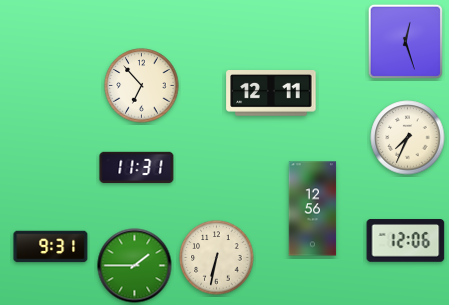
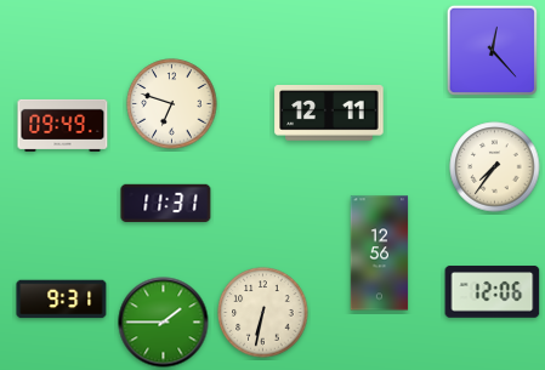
clock at (405, 41): 12:27 -> 12:23
clock at (142, 86): 6:53 -> 6:48
clock at (63, 125): none -> 09:49
clock at (408, 138): 7:34 -> 7:36
